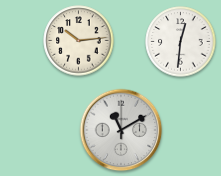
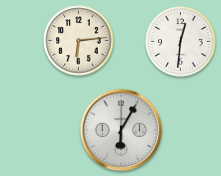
clock at (79, 41): 10:14 -> 6:14
clock at (121, 130): 11:10 -> 6:05
